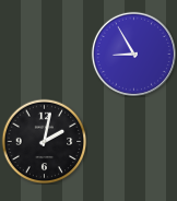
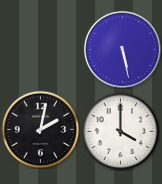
clock at (133, 54): 8:55 -> 5:28
clock at (120, 131): none -> 4:00
